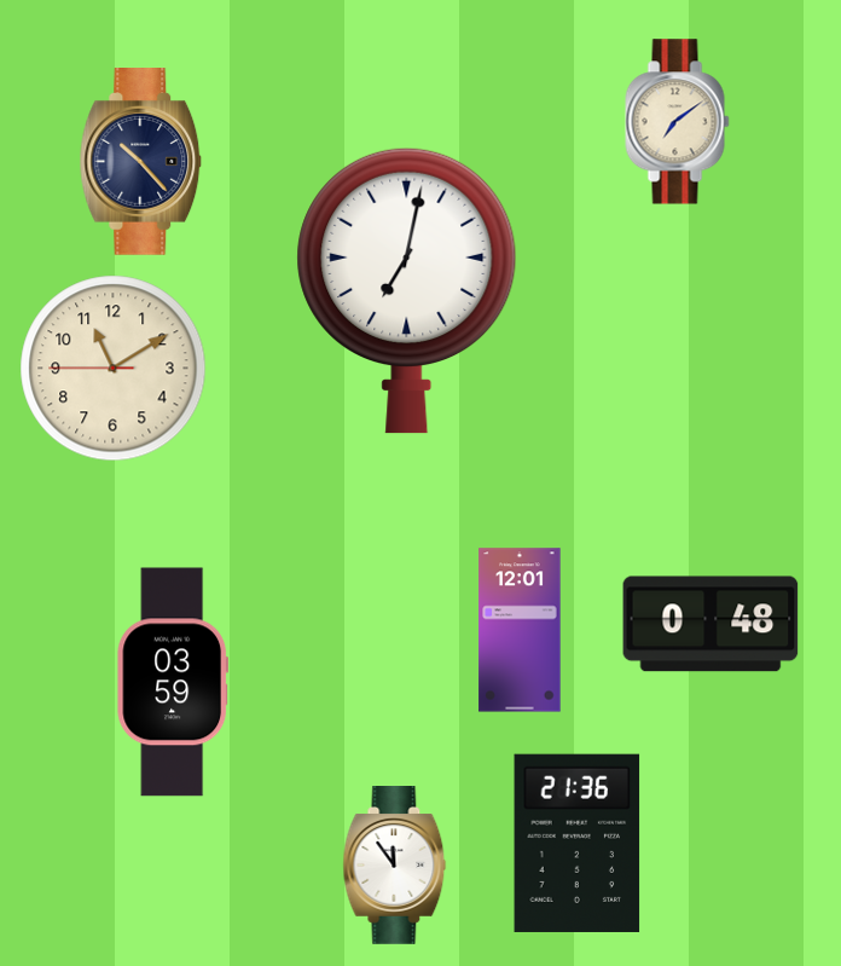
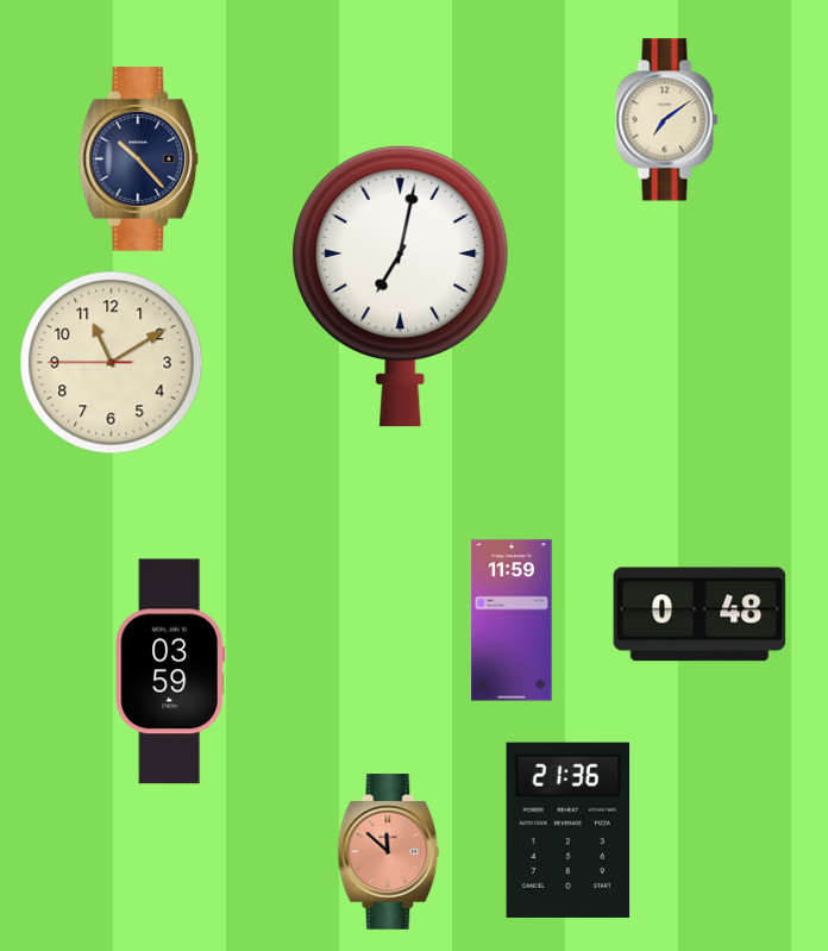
clock at (520, 630): 12:01 -> 11:59
clock at (395, 866): 11:54 -> 11:52
clock at (395, 866) dial: white -> salmon
